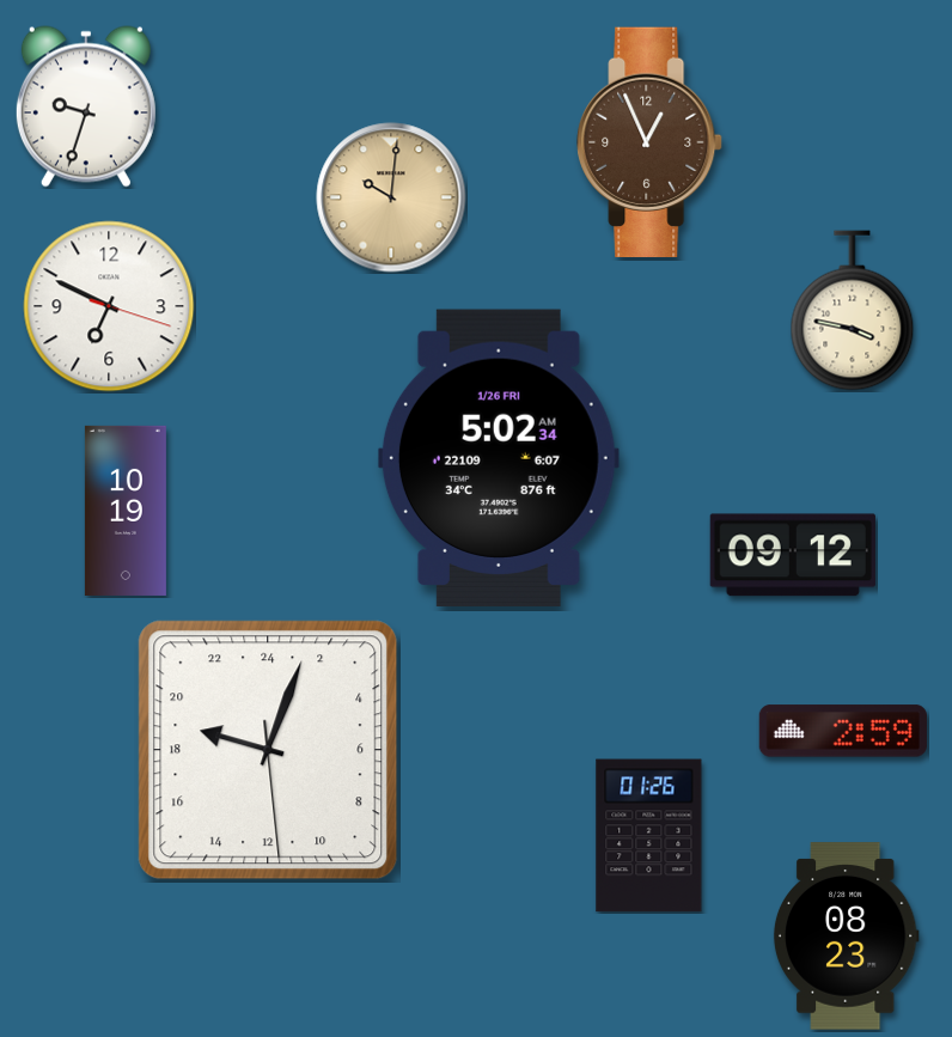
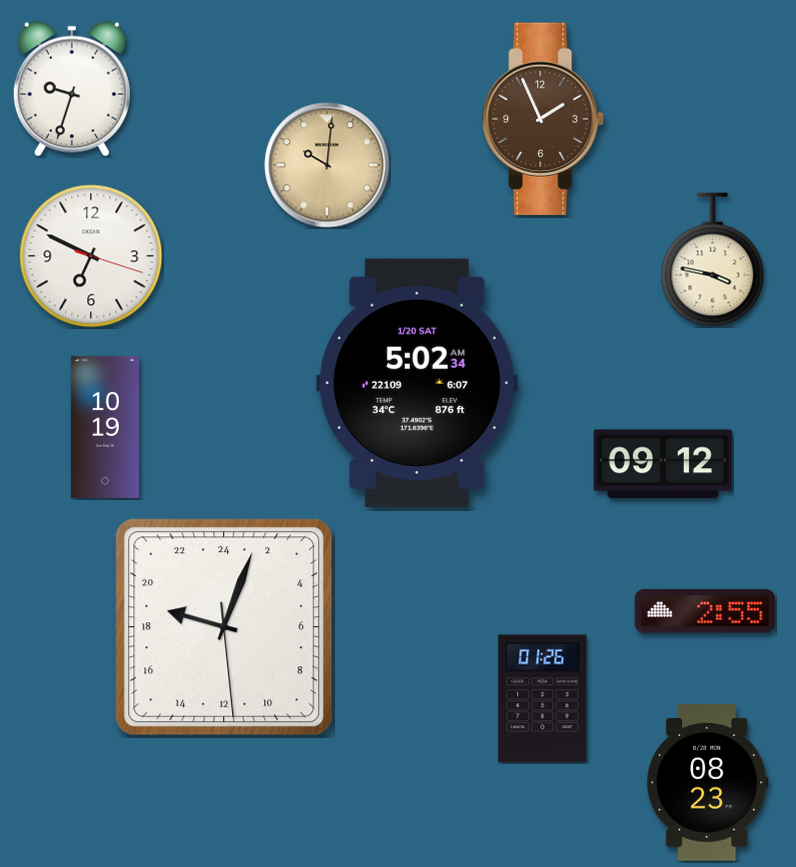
clock at (649, 141): 12:56 -> 1:56
clock at (499, 458) date: 1/26 FRI -> 1/20 SAT
clock at (843, 731): 2:59 -> 2:55
